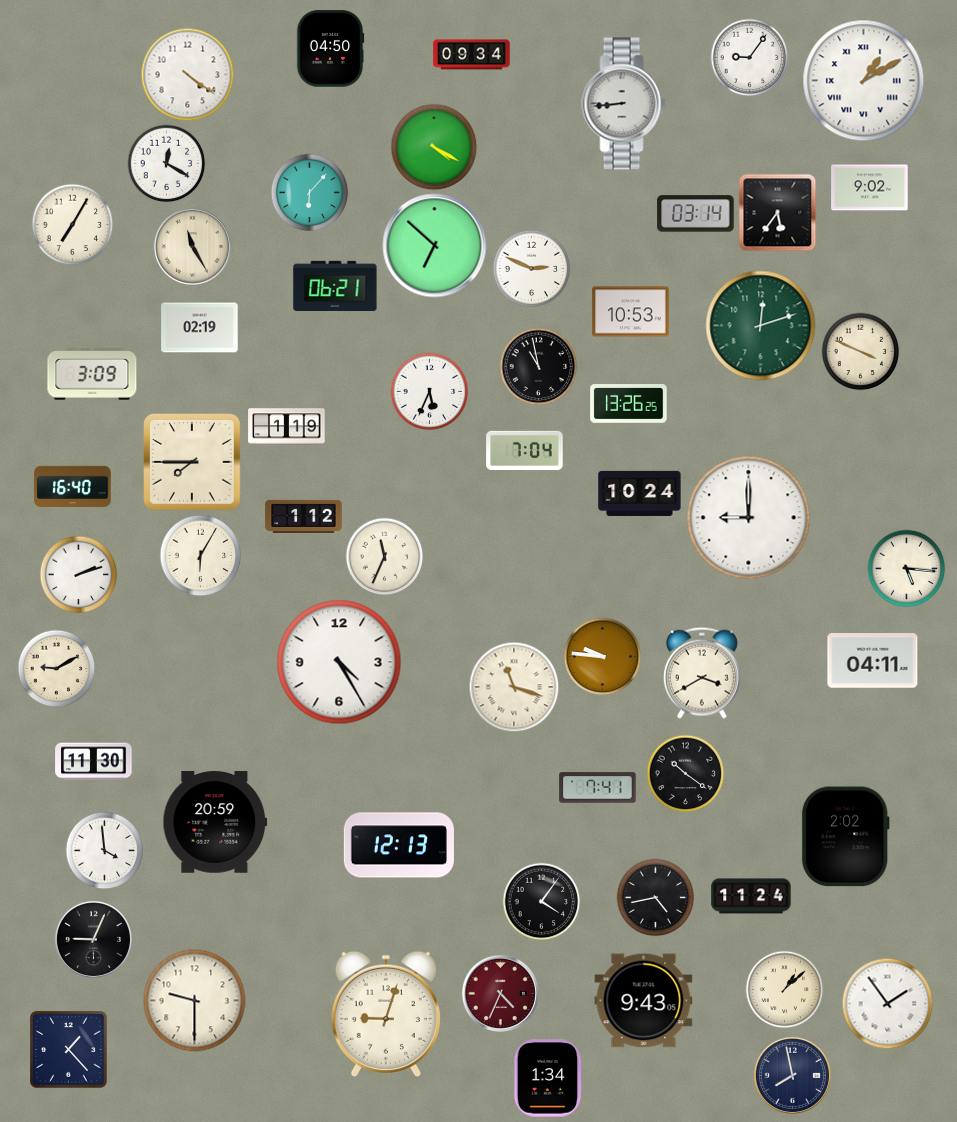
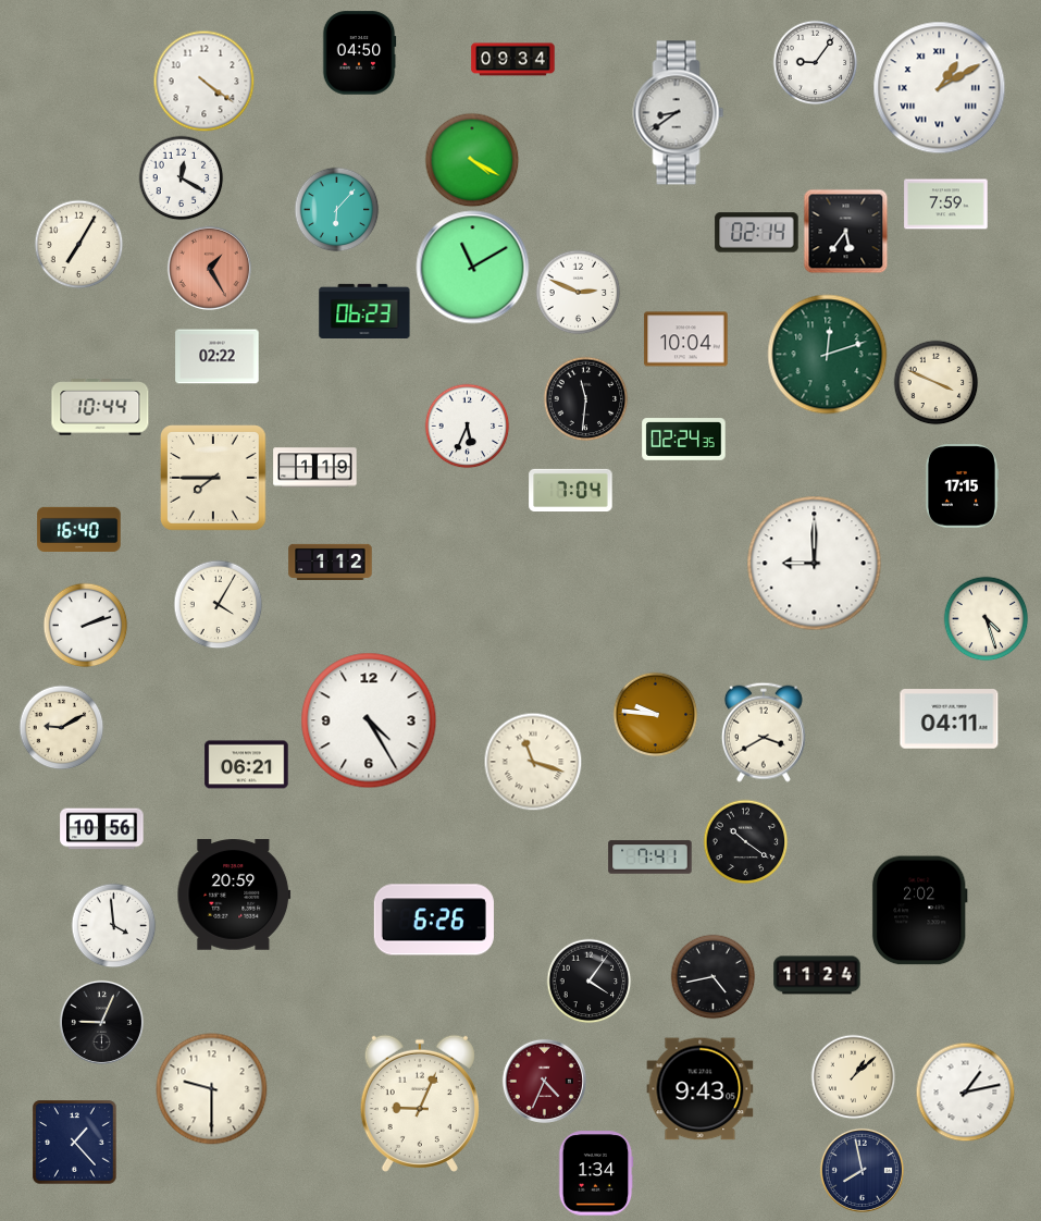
clock at (624, 104): 8:44 -> 8:39
clock at (870, 188): 9:02 -> 7:59
clock at (696, 214): 03:14 -> 02:14
clock at (192, 246): 11:25 -> 1:25
clock at (192, 246) dial: cream -> salmon
clock at (435, 246): 6:52 -> 11:10
clock at (335, 285): 06:21 -> 06:23
clock at (631, 312): 10:53 -> 10:04
clock at (200, 328): 02:19 -> 02:22
clock at (538, 366): 10:58 -> 11:31
clock at (92, 374): 3:09 -> 10:44
clock at (629, 404): 13:26 -> 02:24
clock at (287, 427) position: (287, 427) -> (315, 468)
clock at (962, 486): none -> 17:15
clock at (192, 462) position: (192, 462) -> (213, 478)
clock at (640, 493): 10:24 -> none
clock at (200, 555): 6:05 -> 4:05
clock at (384, 556): 11:34 -> none
clock at (906, 568): 5:16 -> 4:27
clock at (514, 687) position: (514, 687) -> (533, 762)
clock at (247, 765): none -> 06:21
clock at (94, 762): 11:30 -> 10:56
clock at (399, 845): 12:13 -> 6:26
clock at (887, 1003): 1:54 -> 1:13
clock at (386, 1014): 9:03 -> 9:04
